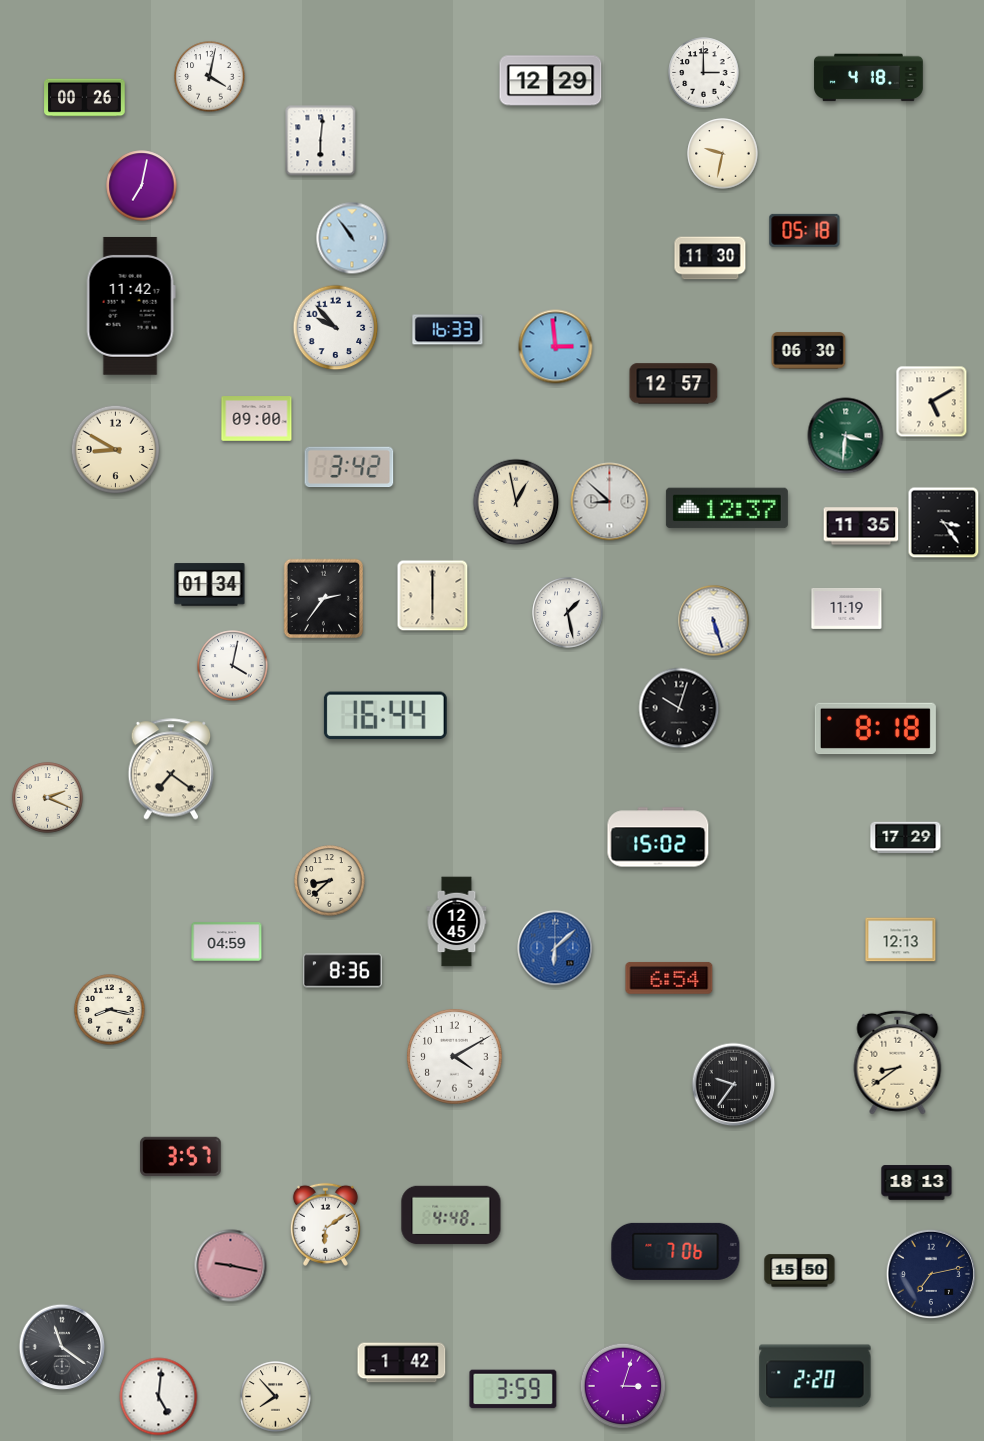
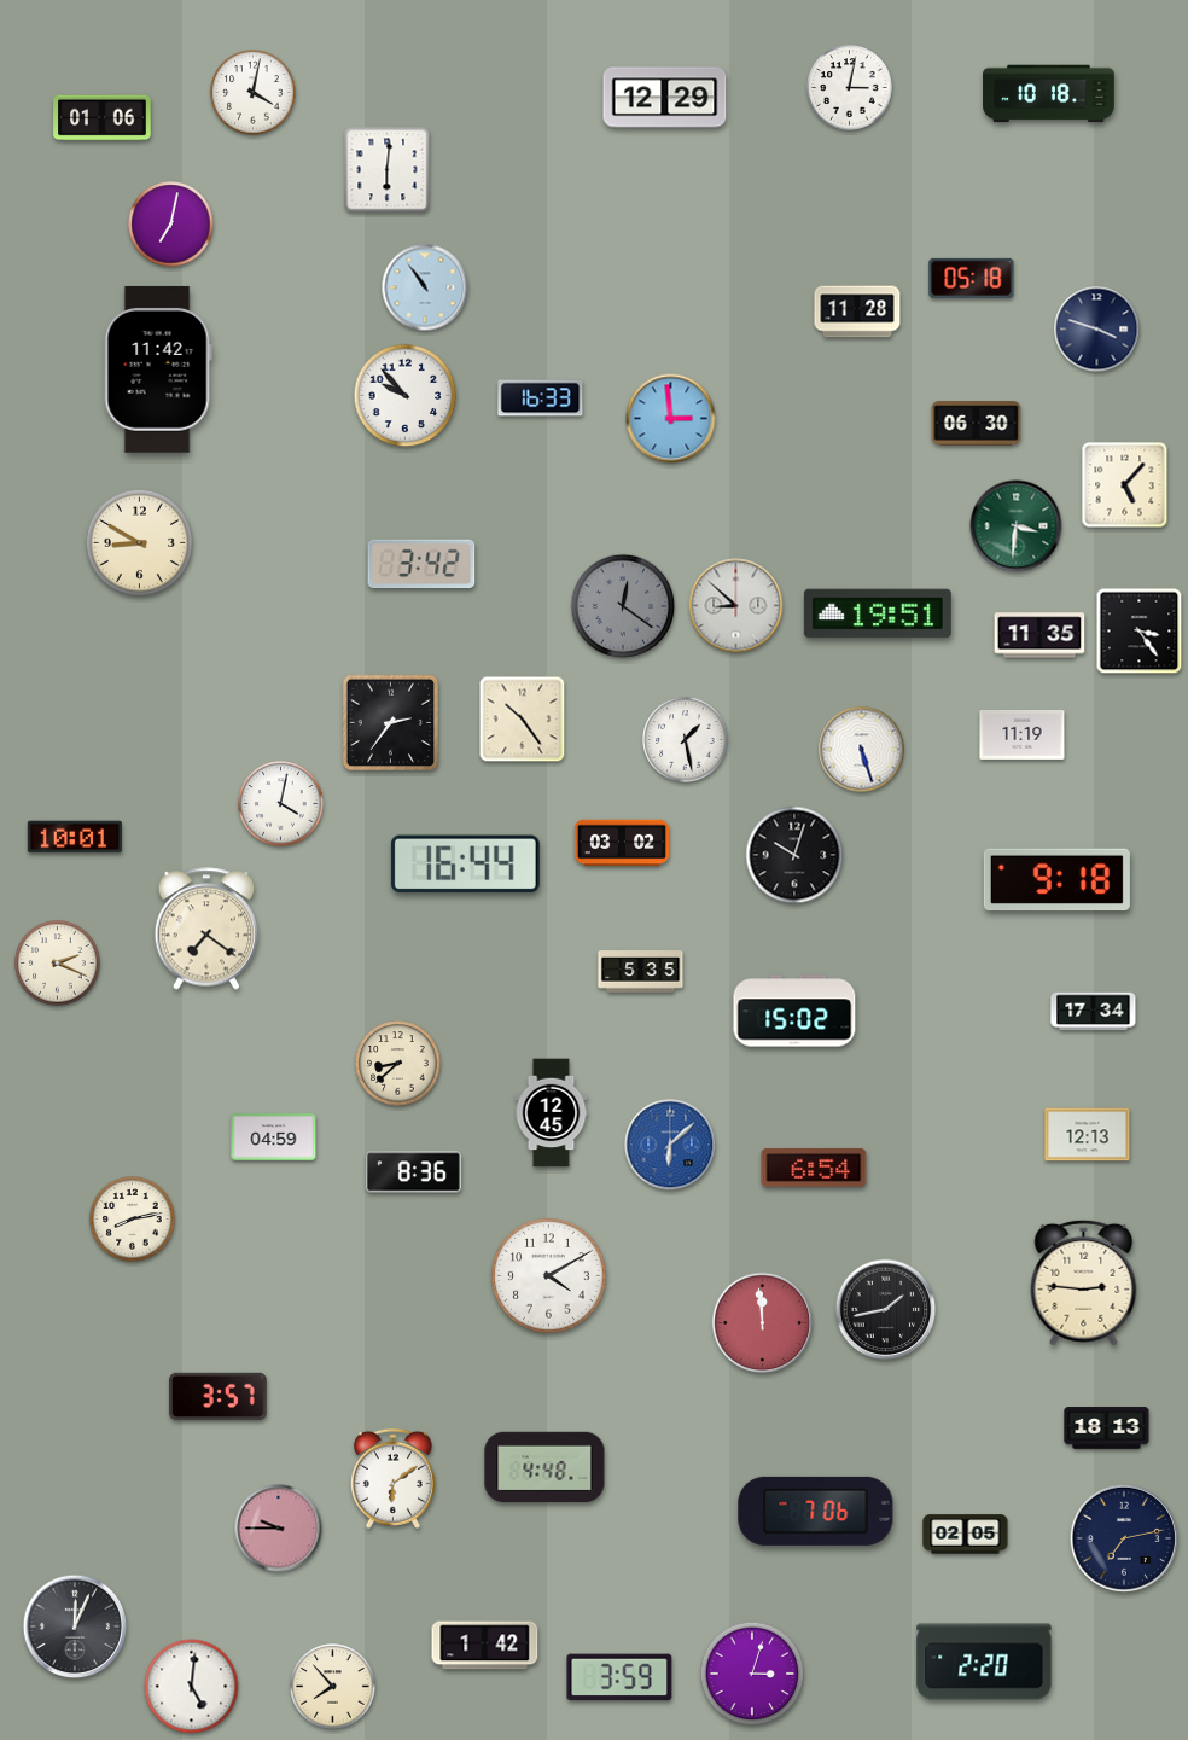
clock at (704, 73): 3:00 -> 3:02
clock at (869, 78): 4:18 -> 10:18
clock at (85, 98): 00:26 -> 01:06
clock at (723, 154): 9:32 -> none
clock at (710, 258): 11:30 -> 11:28
clock at (1097, 330): none -> 3:48
clock at (674, 384): 12:57 -> none
clock at (932, 402): 5:10 -> 5:07
clock at (257, 419): 09:00 -> none
clock at (846, 436) position: (846, 436) -> (1017, 526)
clock at (516, 502): 12:58 -> 12:21
clock at (516, 502) dial: cream -> grey
clock at (727, 508): 12:37 -> 19:51
clock at (210, 585): 01:34 -> none
clock at (433, 596): 6:00 -> 10:24
clock at (75, 837): none -> 10:01
clock at (622, 843): none -> 03:02
clock at (679, 708) position: (679, 708) -> (794, 855)
clock at (875, 729): 8:18 -> 9:18
clock at (641, 972): none -> 5:35
clock at (906, 838): 17:29 -> 17:34
clock at (669, 978) position: (669, 978) -> (814, 1168)
clock at (110, 1010): 8:17 -> 8:13
clock at (898, 1062): 8:39 -> 2:46
clock at (734, 1085): 9:36 -> 1:43
clock at (763, 1323): none -> 11:59
clock at (231, 1266): 9:17 -> 9:45
clock at (800, 1271): 15:50 -> 02:05
clock at (62, 1347): 11:21 -> 12:04
